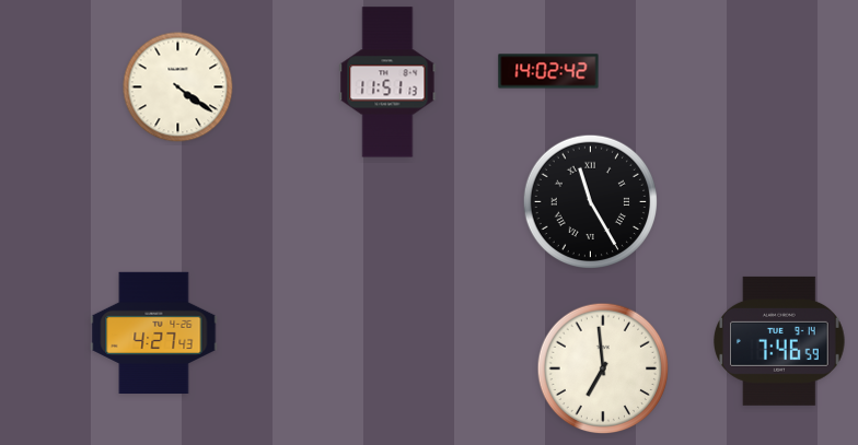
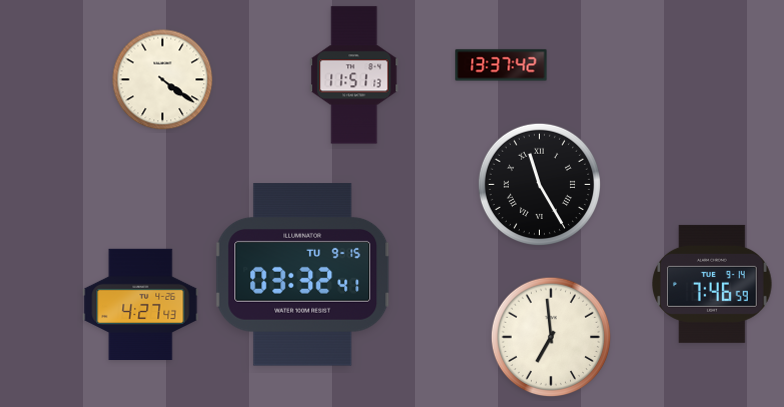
clock at (548, 71): 14:02 -> 13:37
clock at (303, 275): none -> 03:32
clock at (779, 341) position: (779, 341) -> (712, 284)
